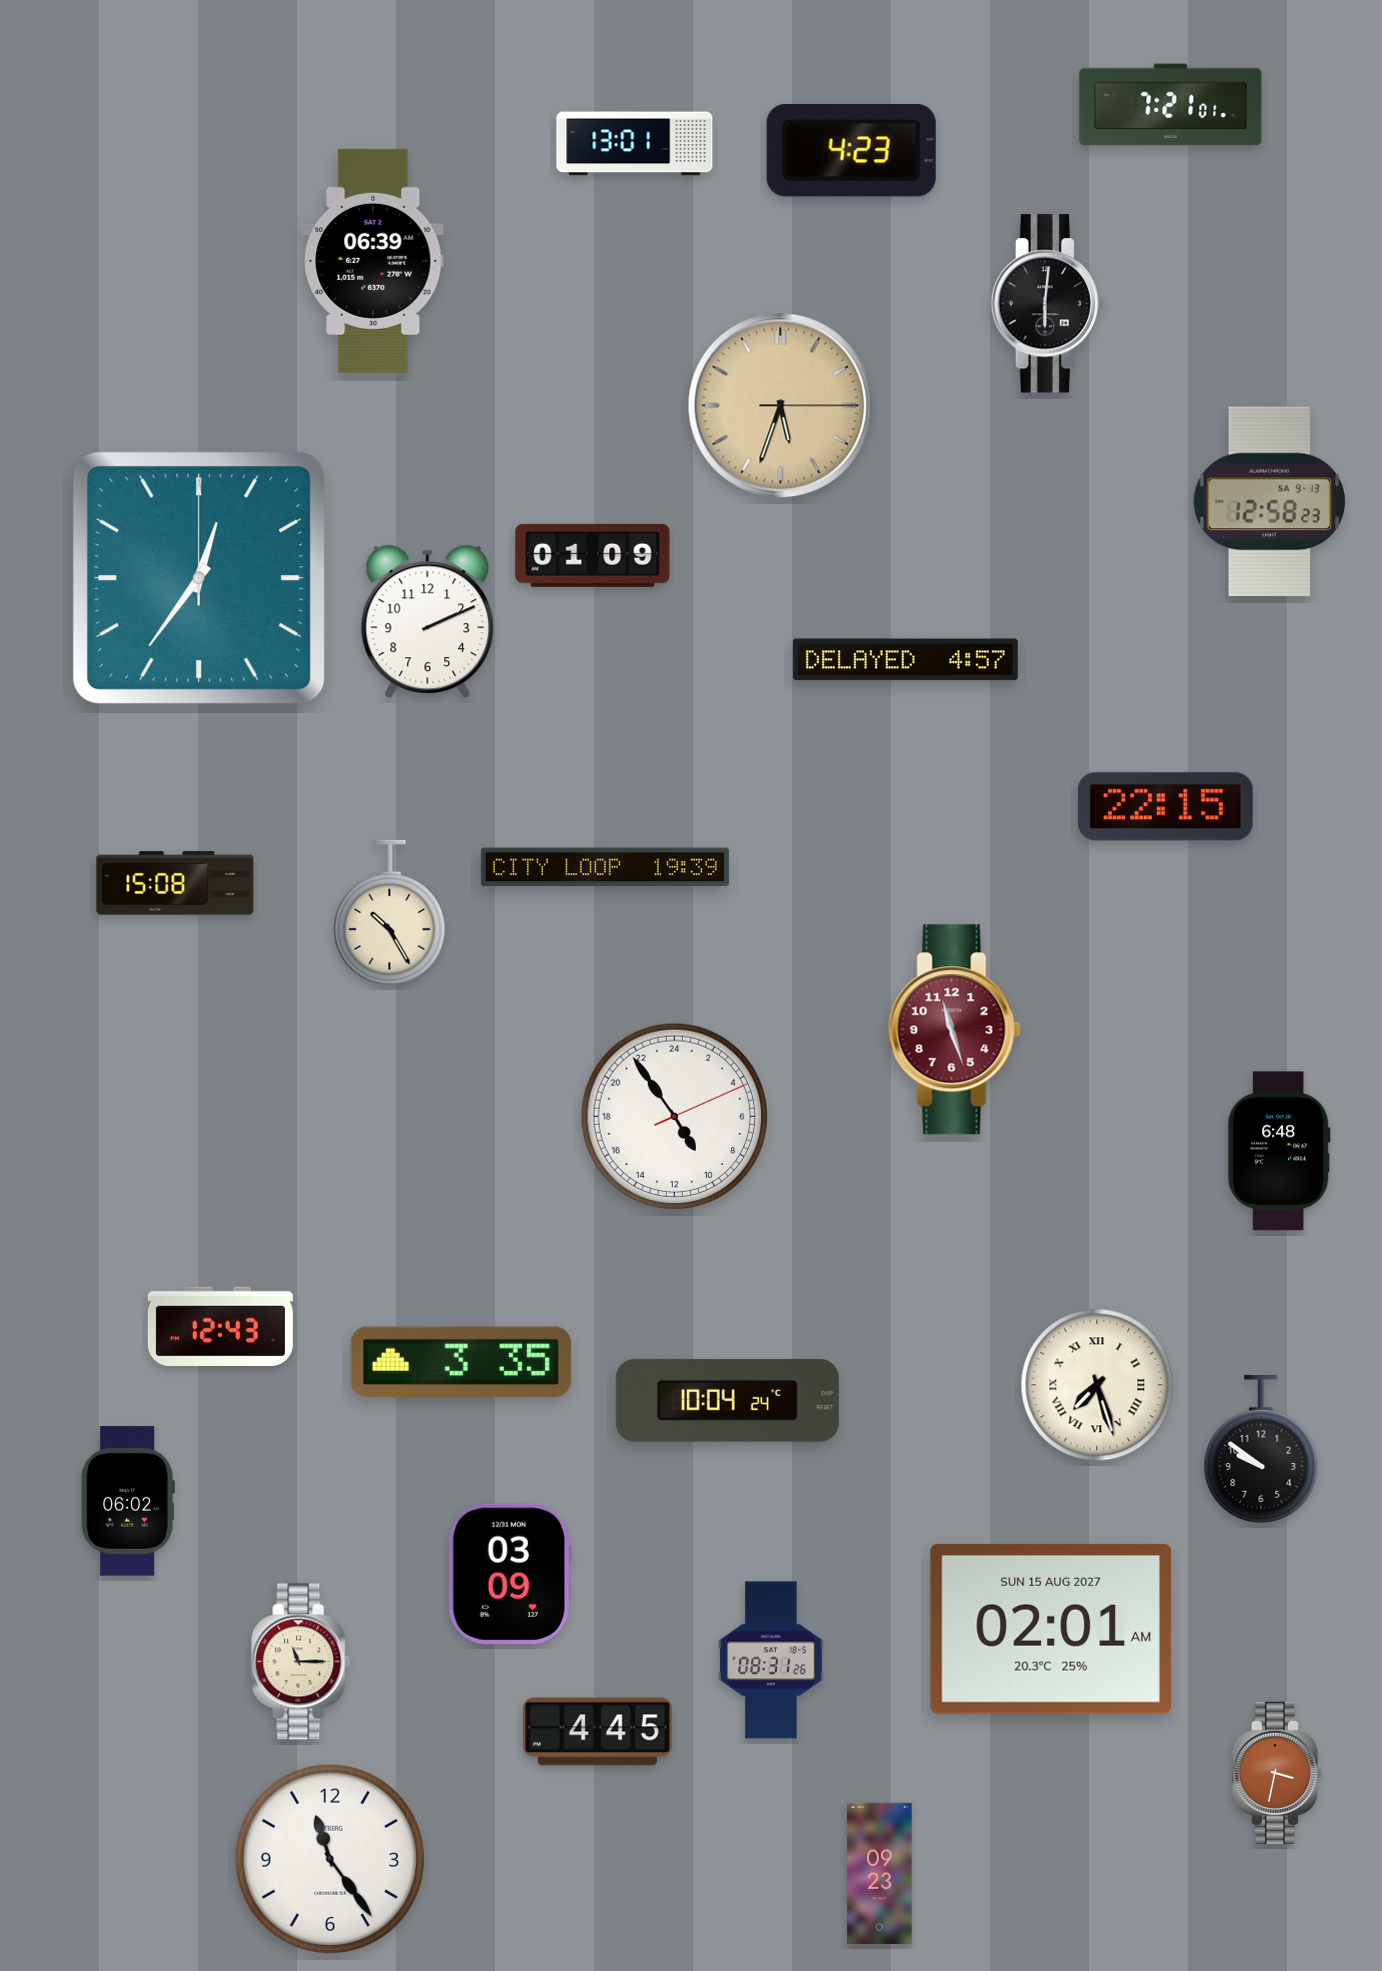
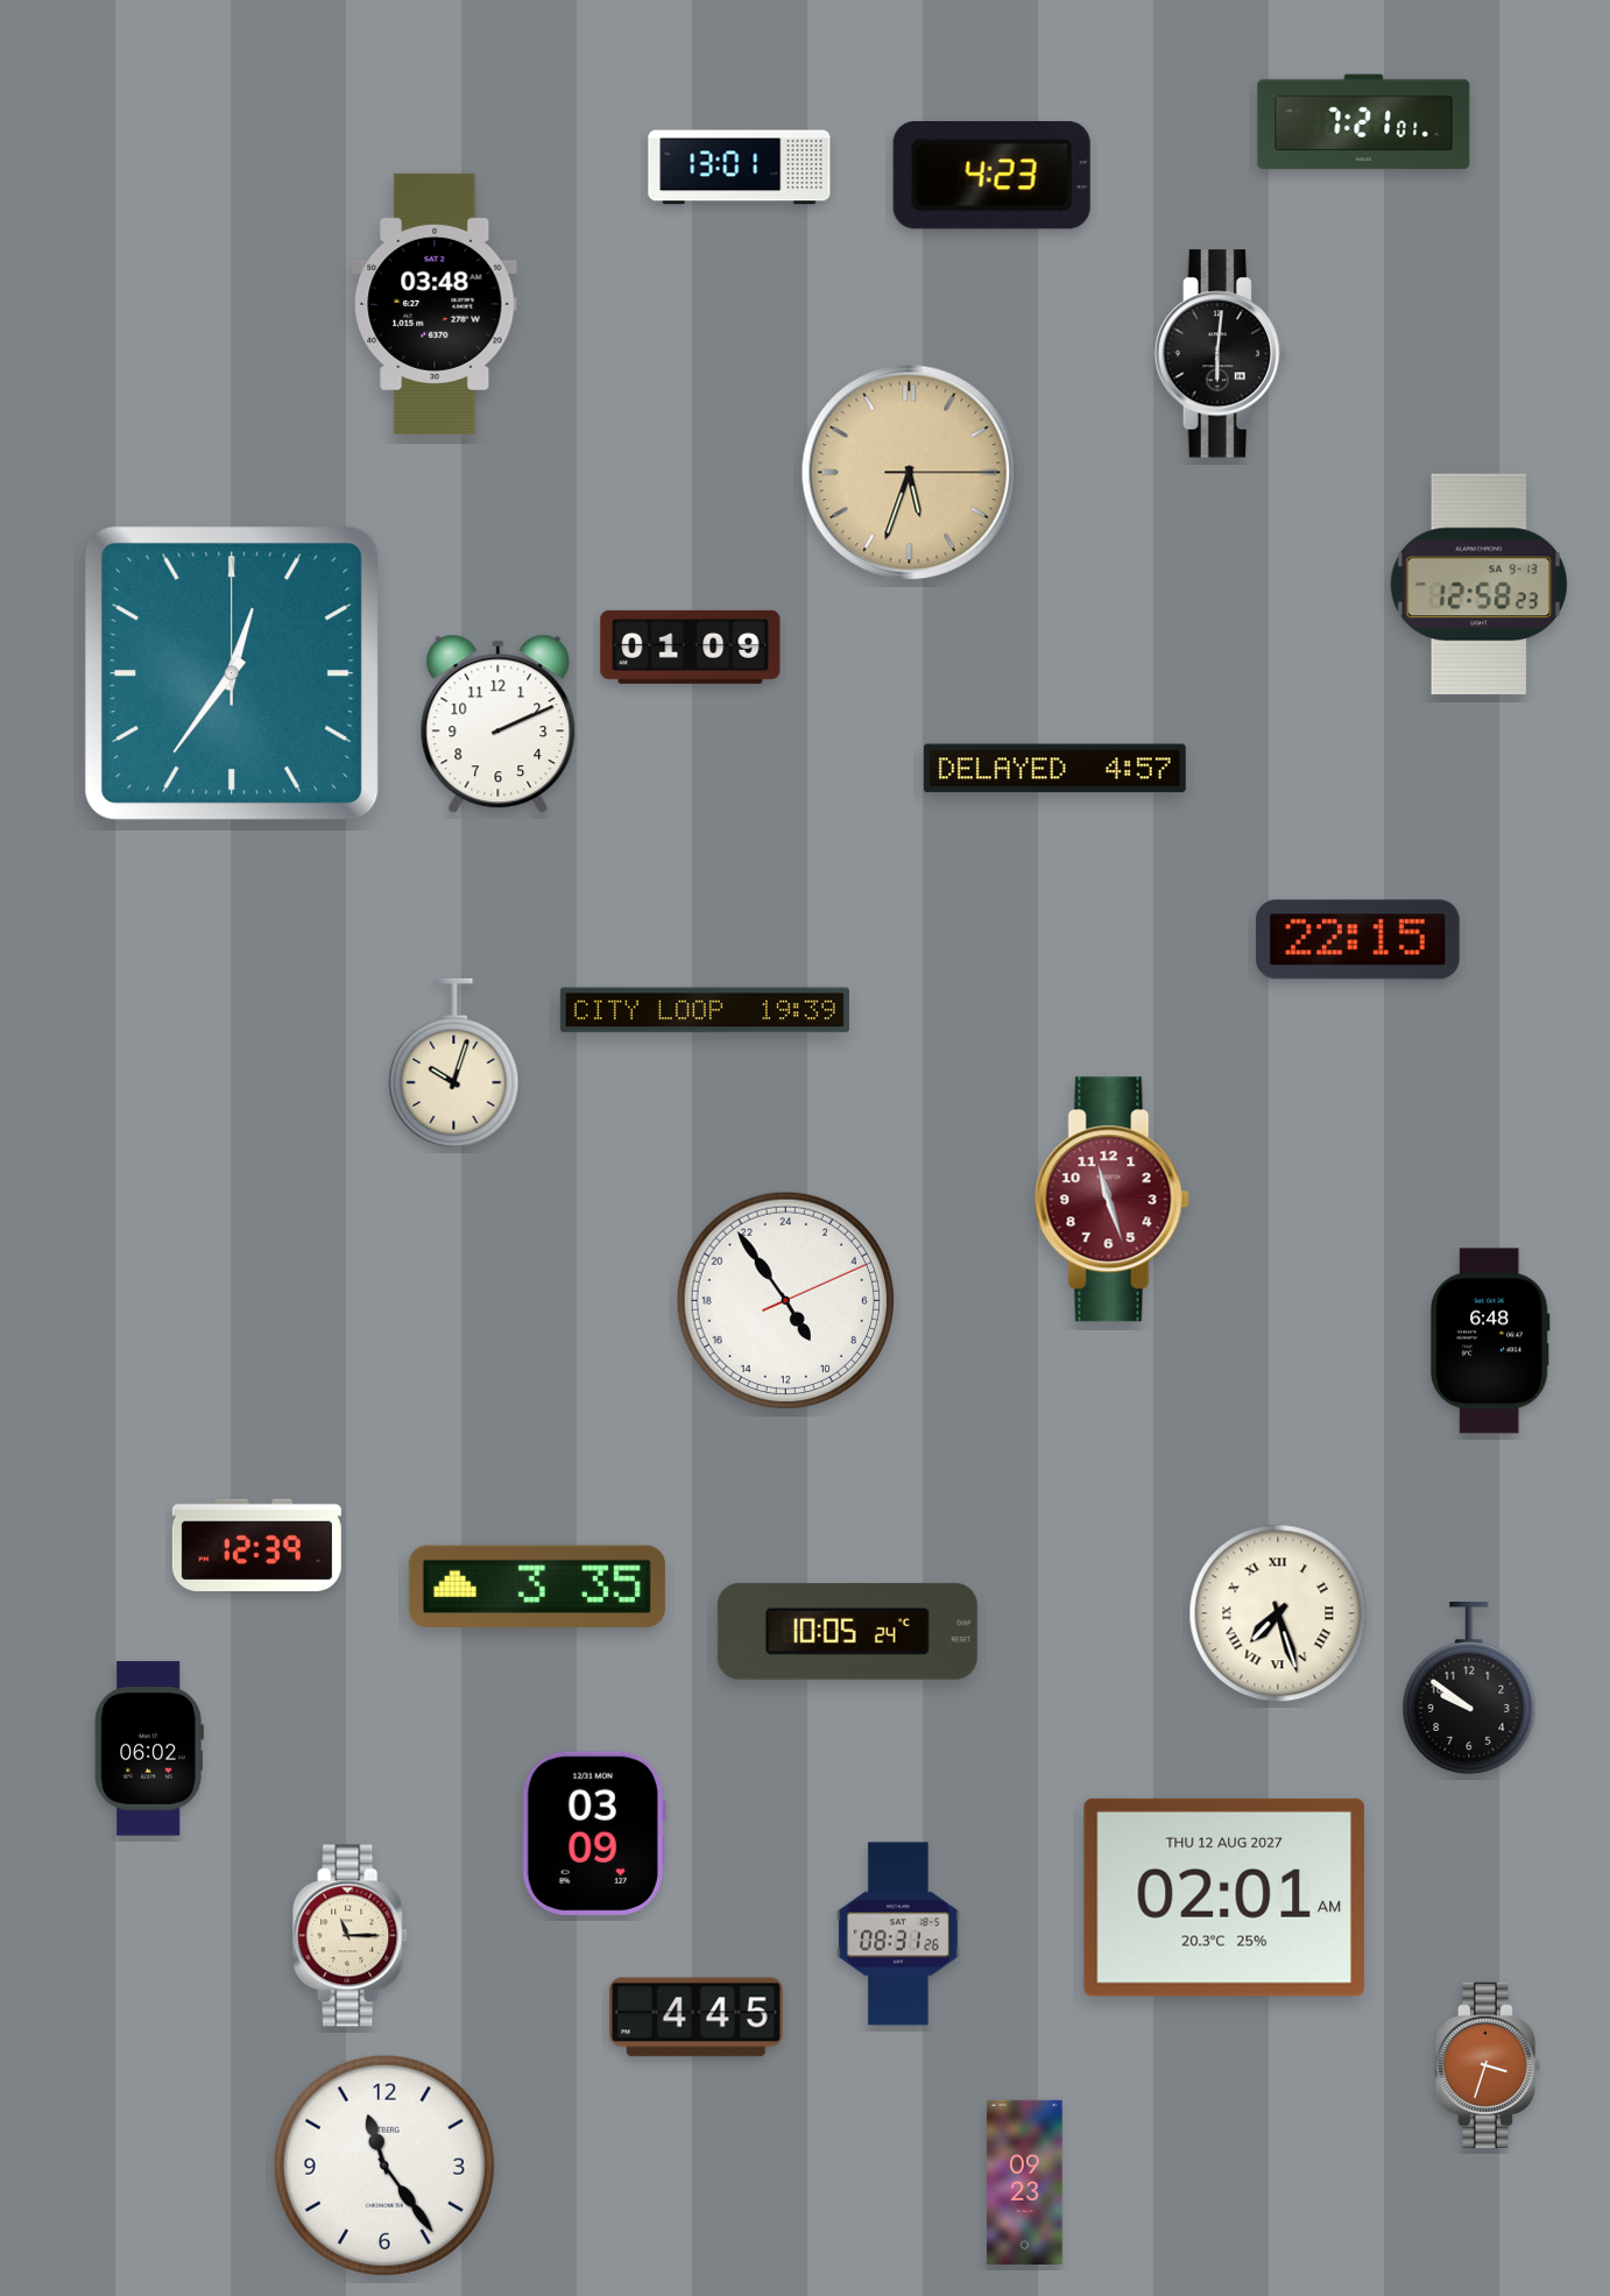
clock at (373, 261): 06:39 -> 03:48
clock at (175, 883): 15:08 -> none
clock at (390, 912): 10:25 -> 10:03
clock at (220, 1326): 12:43 -> 12:39
clock at (727, 1400): 10:04 -> 10:05
clock at (1050, 1629) date: SUN 15 AUG 2027 -> THU 12 AUG 2027
clock at (1277, 1773): 3:32 -> 3:33
